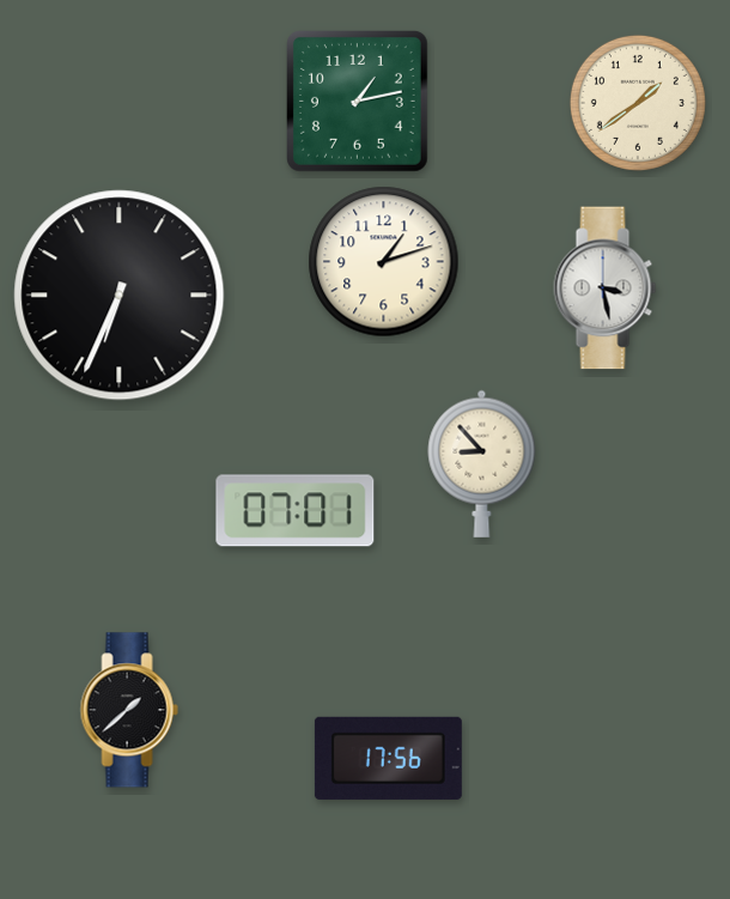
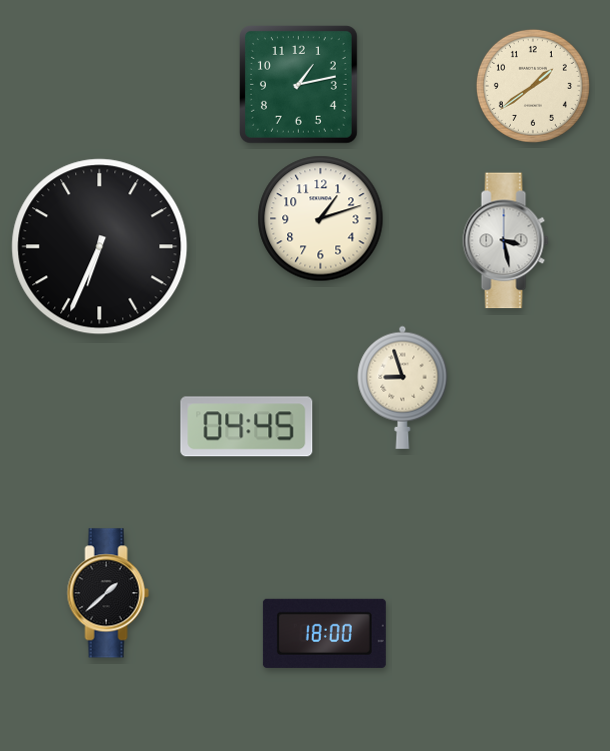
clock at (482, 463): 8:53 -> 8:57
clock at (296, 511): 07:01 -> 04:45
clock at (388, 758): 17:56 -> 18:00
